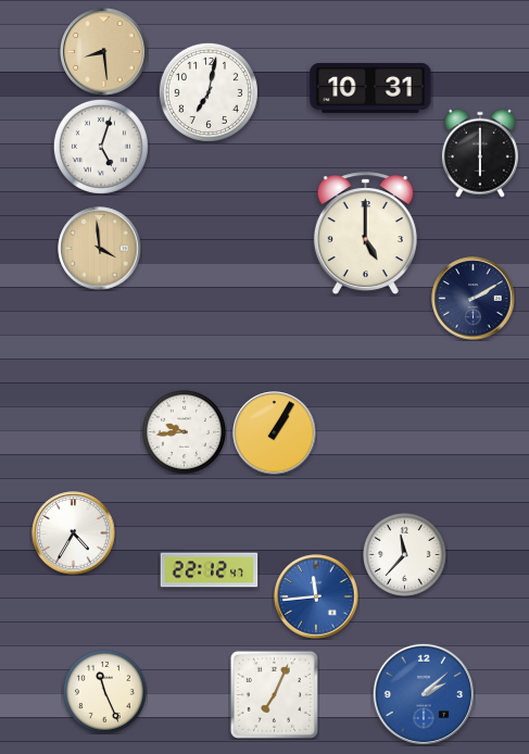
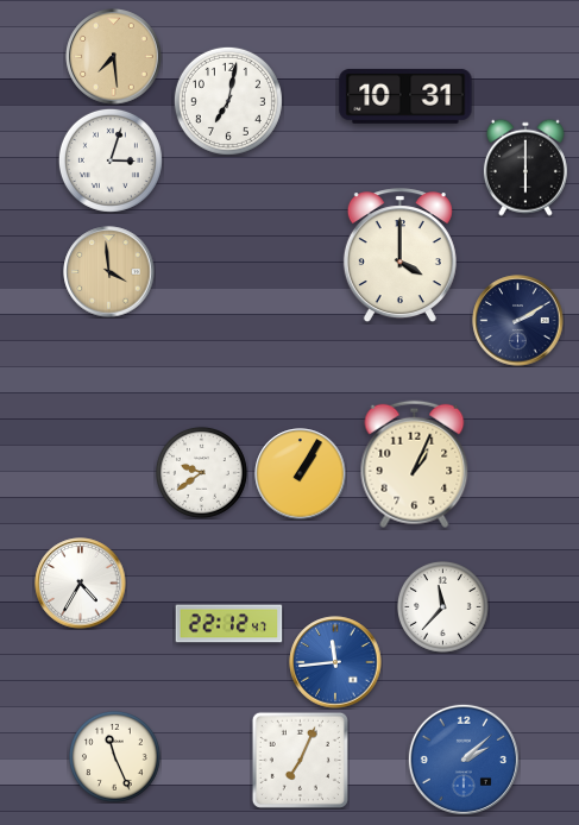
clock at (104, 52): 8:29 -> 7:29
clock at (101, 147): 5:03 -> 3:03
clock at (365, 234): 5:00 -> 4:00
clock at (474, 299) position: (474, 299) -> (518, 321)
clock at (415, 465): none -> 1:04
clock at (184, 431): 9:44 -> 9:39
clock at (316, 596) position: (316, 596) -> (335, 662)
